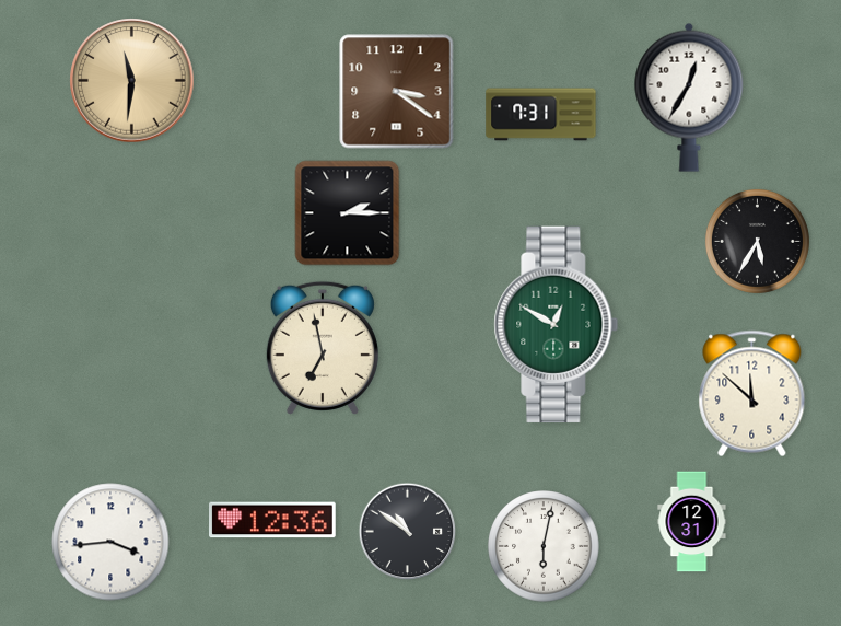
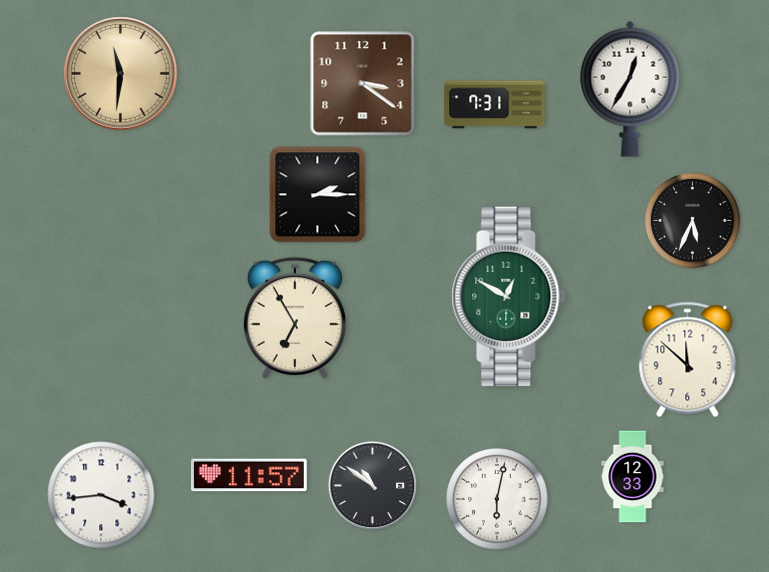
clock at (757, 241): 5:35 -> 5:34
clock at (323, 348): 6:58 -> 6:55
clock at (272, 520): 12:36 -> 11:57
clock at (692, 522): 12:31 -> 12:33
